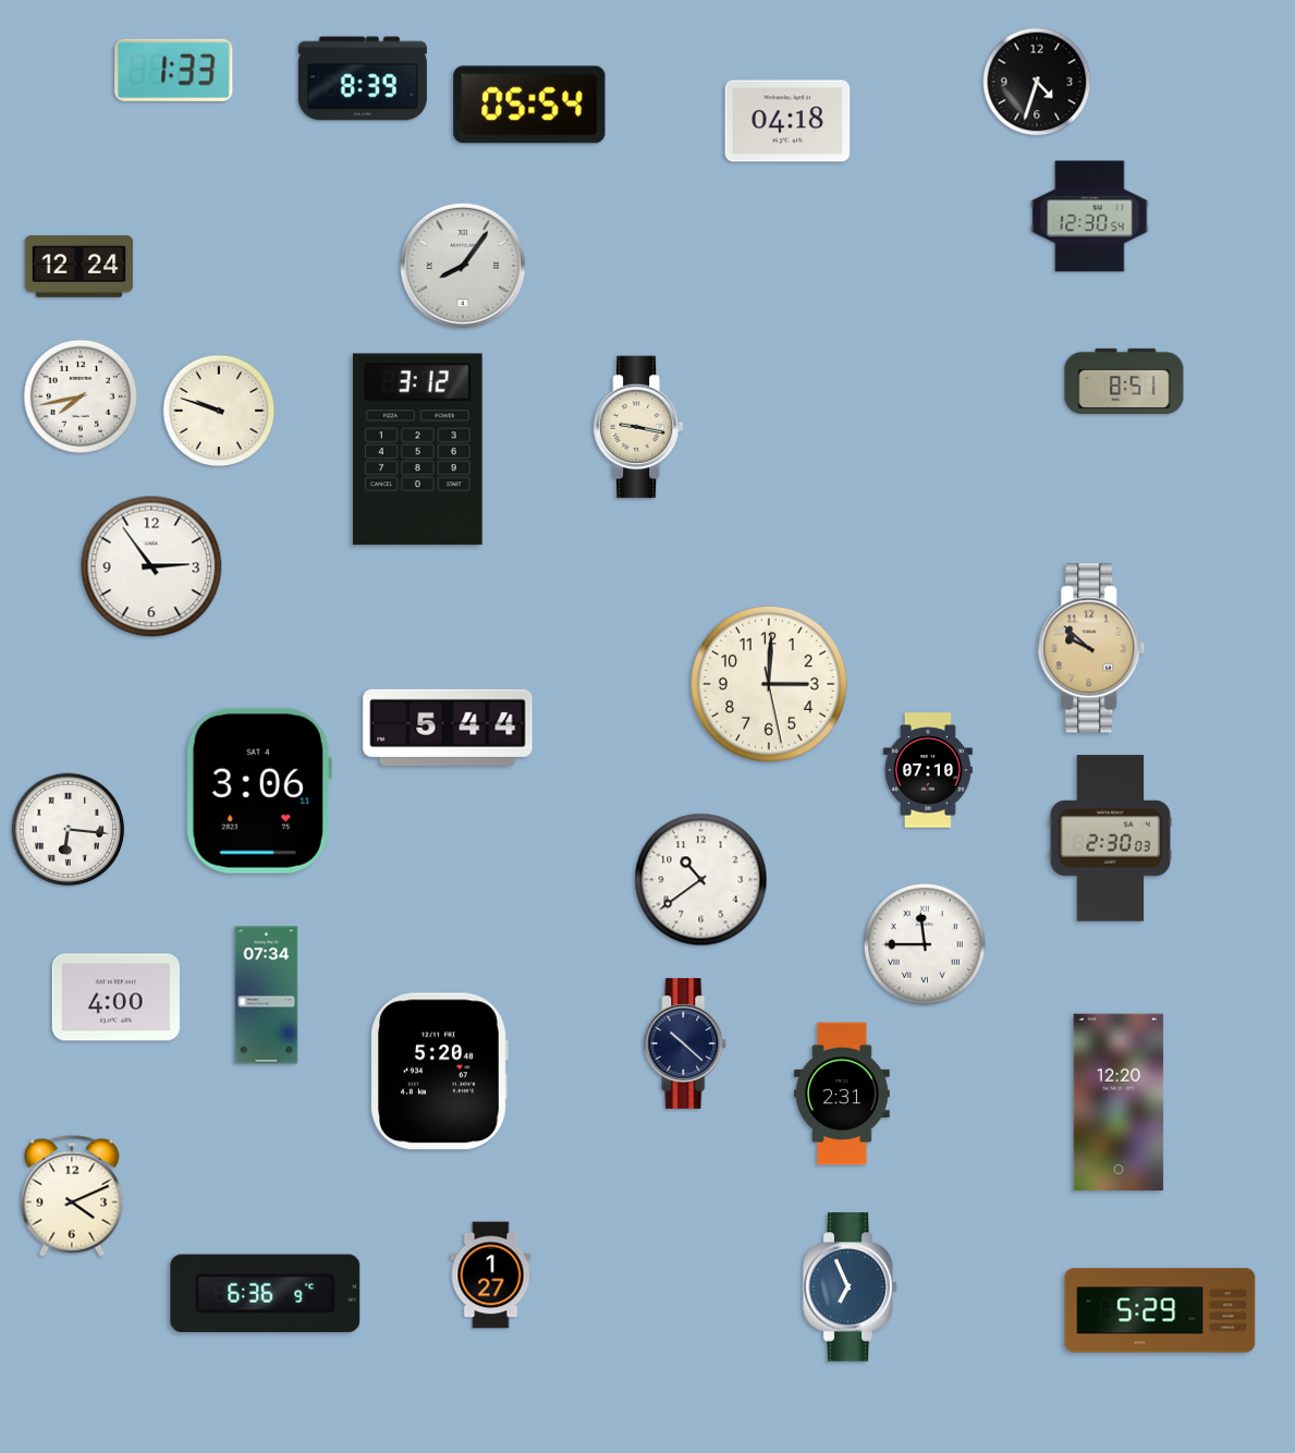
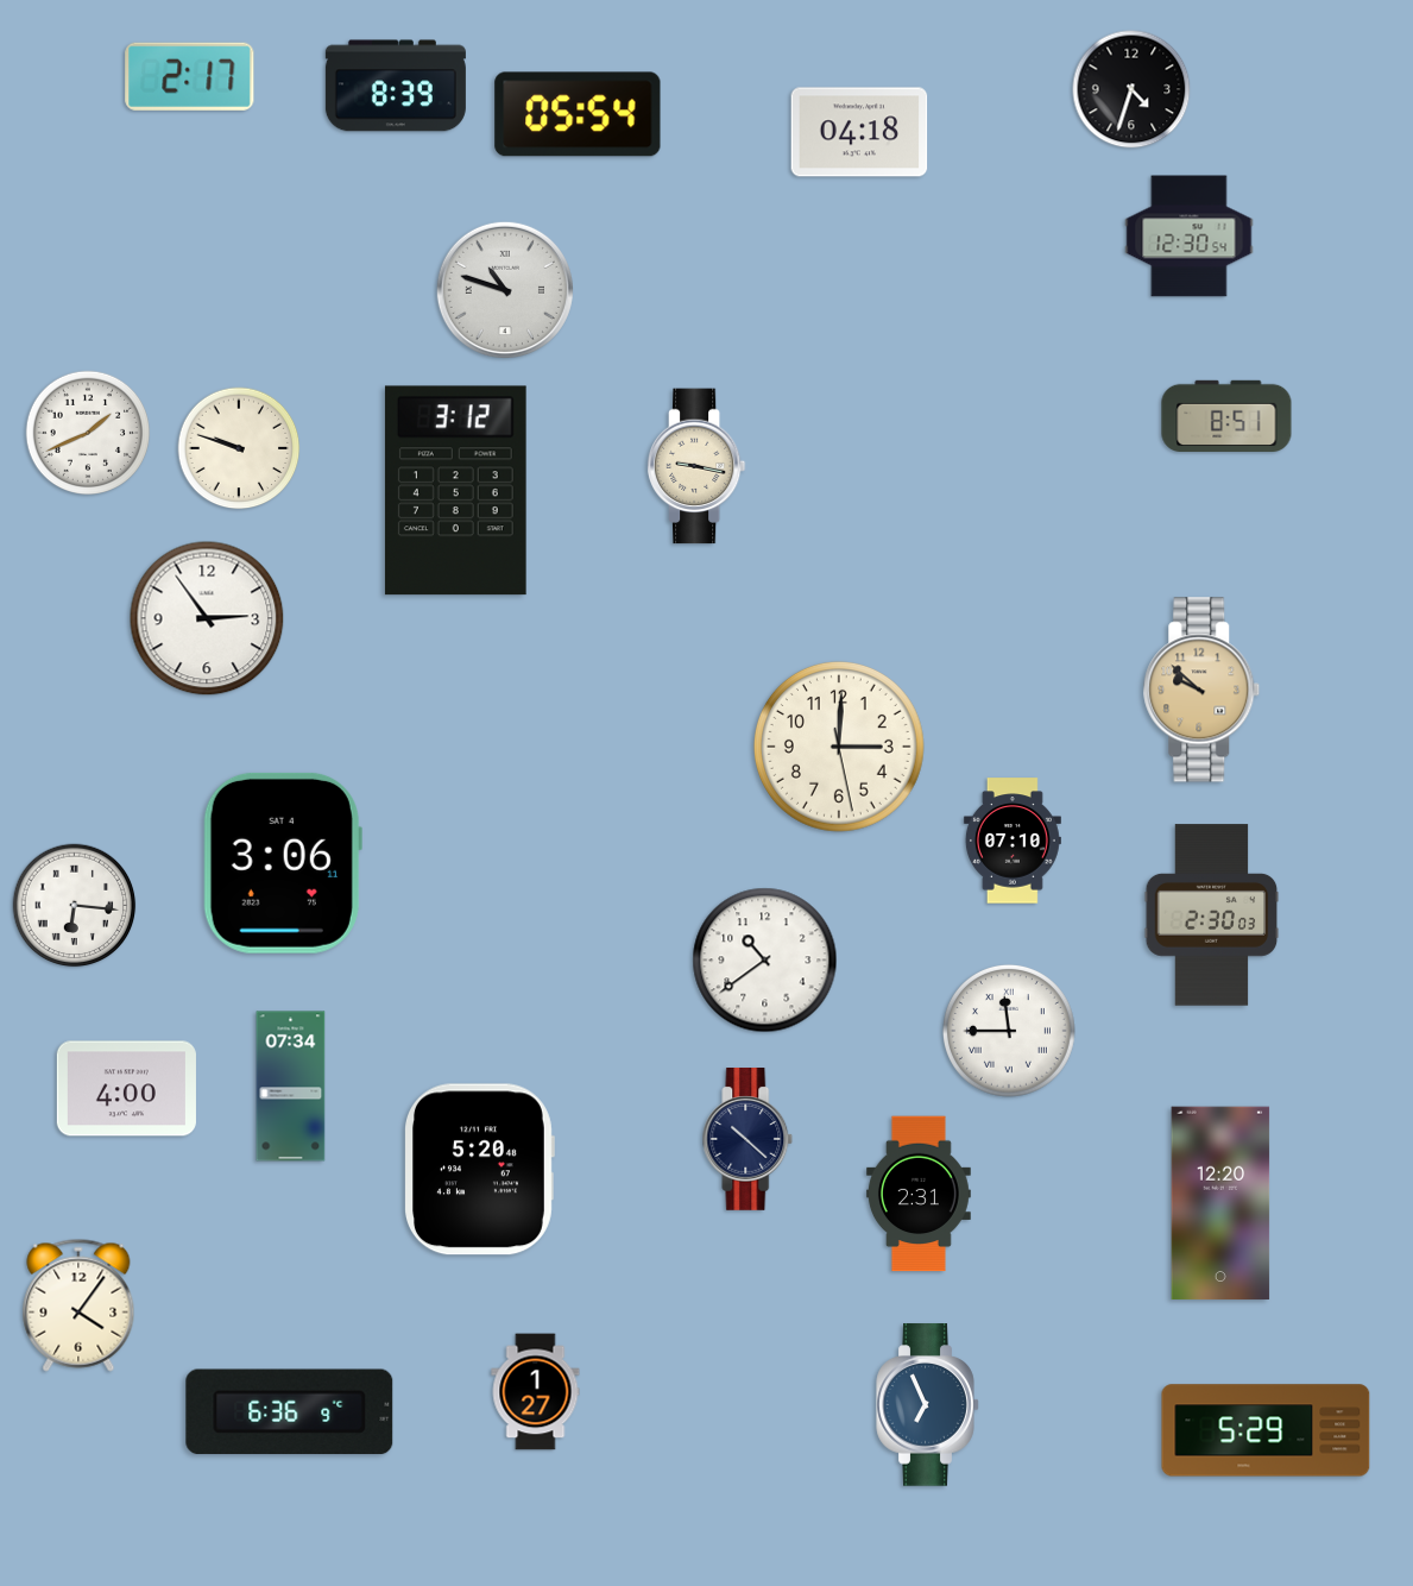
clock at (174, 70): 1:33 -> 2:17
clock at (463, 266): 8:06 -> 10:48
clock at (80, 267): 12:24 -> none
clock at (81, 396): 7:43 -> 1:41
clock at (151, 566) position: (151, 566) -> (207, 618)
clock at (1091, 648) position: (1091, 648) -> (1201, 690)
clock at (448, 728): 5:44 -> none
clock at (72, 1196): 4:11 -> 4:06
